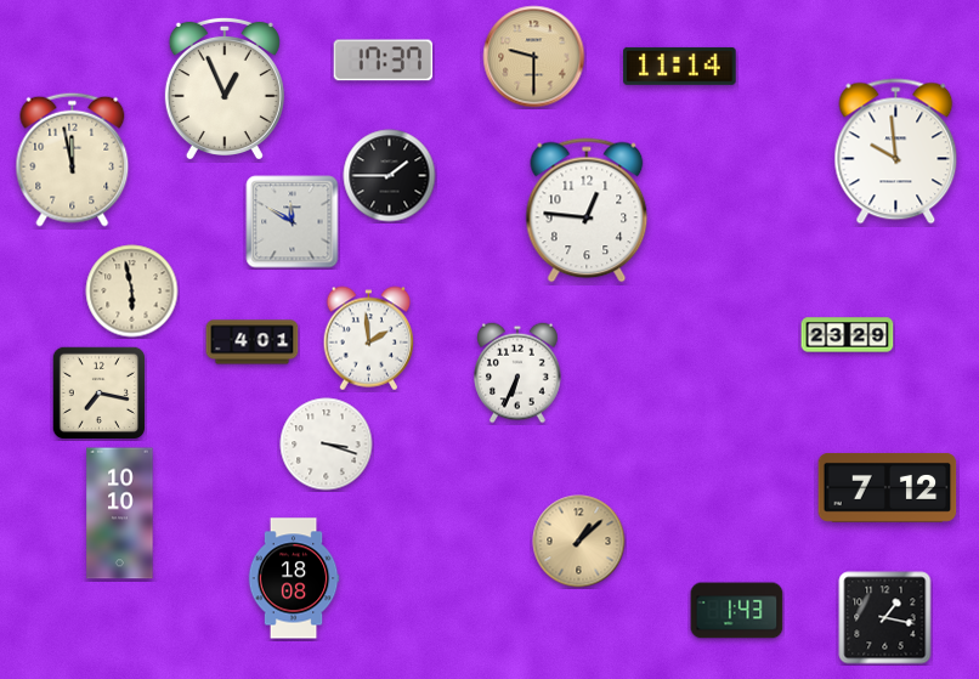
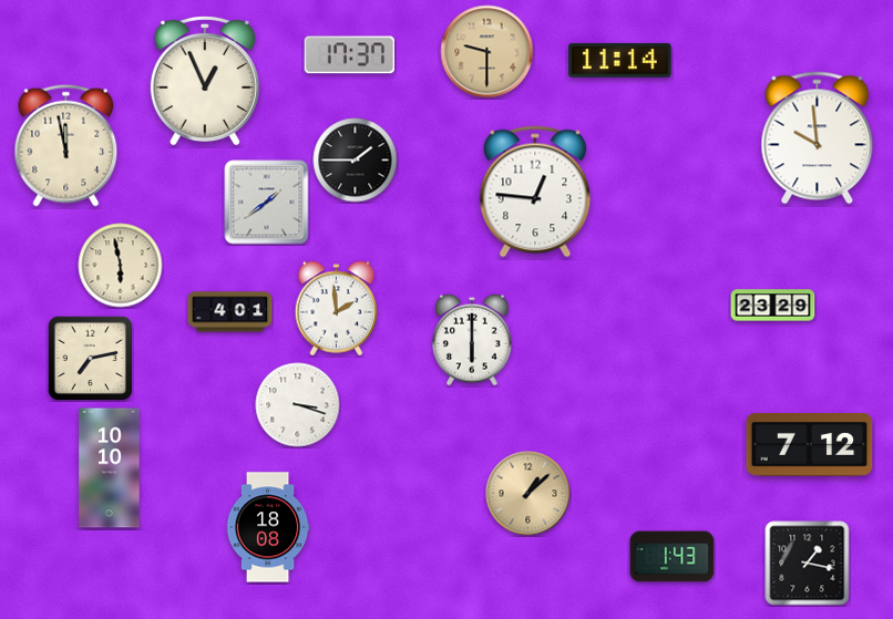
clock at (293, 222): 11:50 -> 1:39
clock at (519, 373): 6:34 -> 6:00
clock at (98, 392): 7:17 -> 7:13
